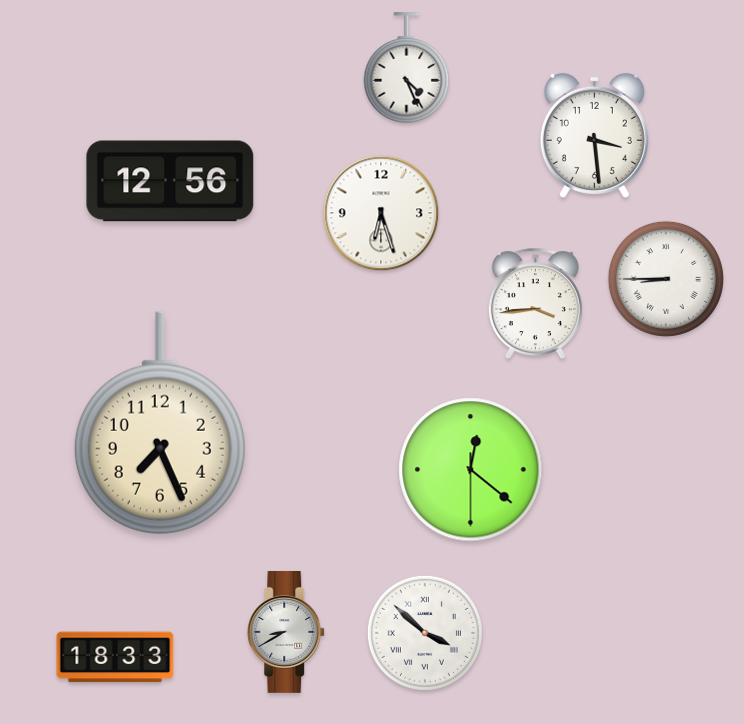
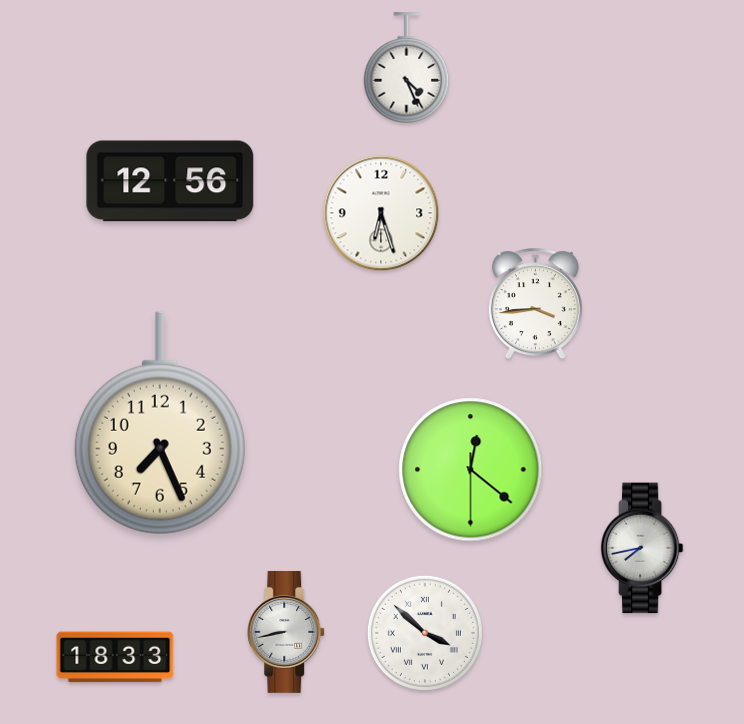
clock at (594, 135): 3:29 -> none
clock at (666, 279): 8:45 -> none
clock at (642, 548): none -> 7:43
clock at (287, 632): 8:40 -> 8:43
